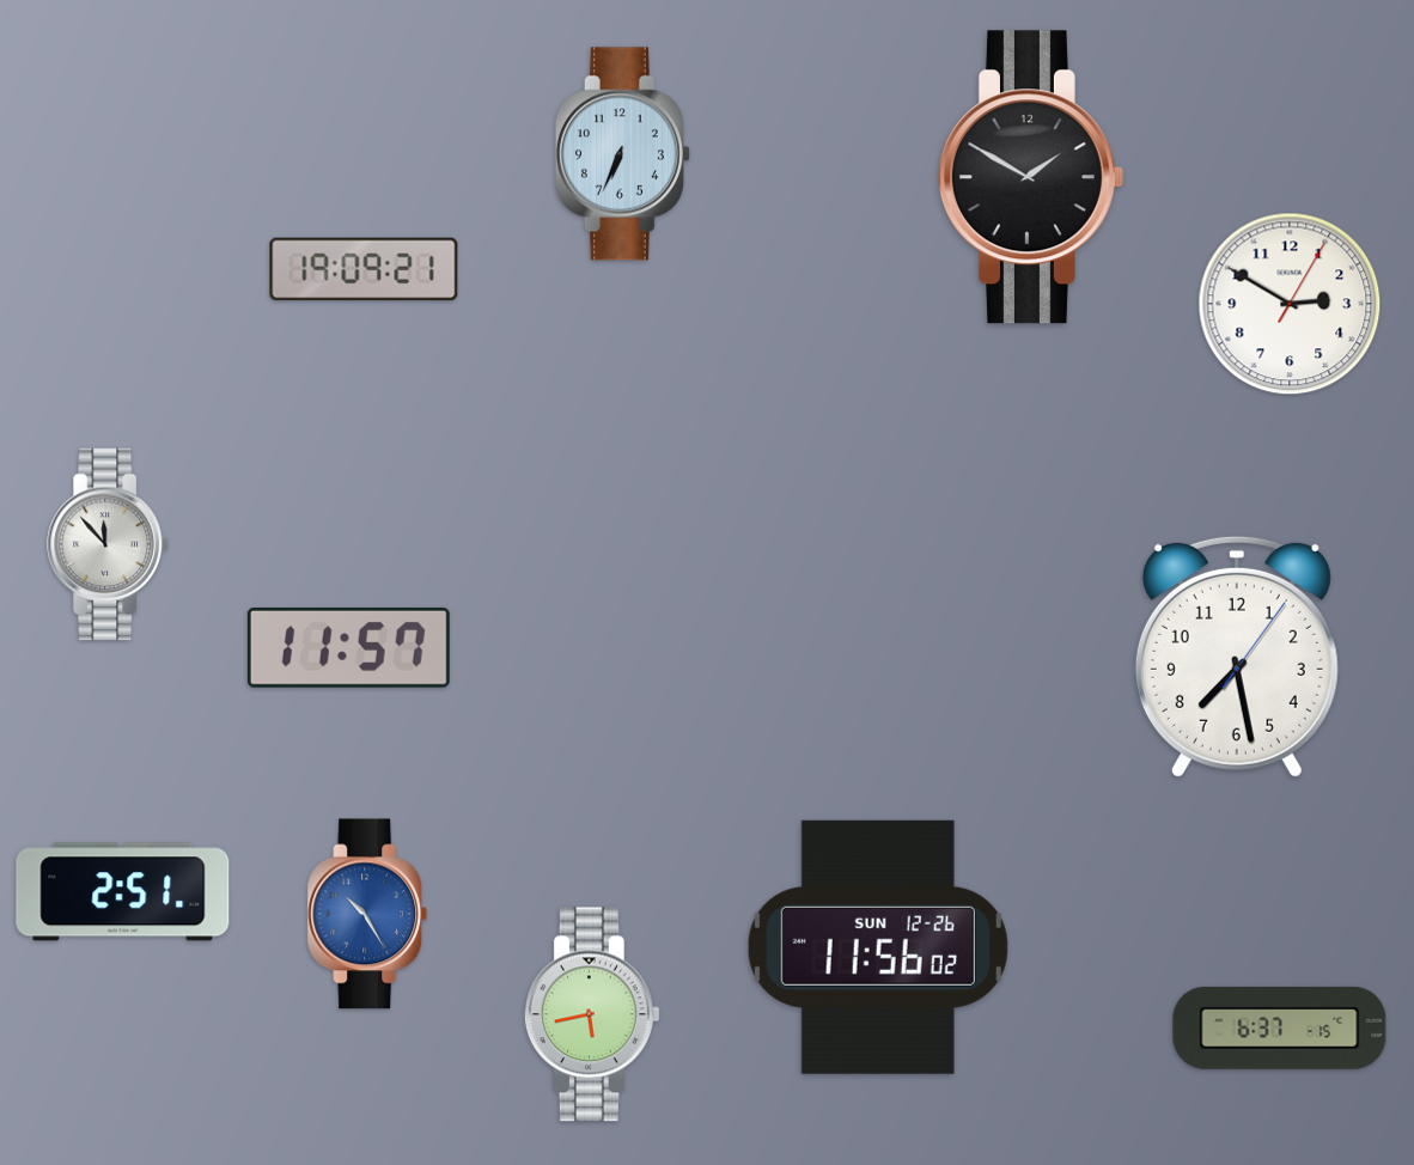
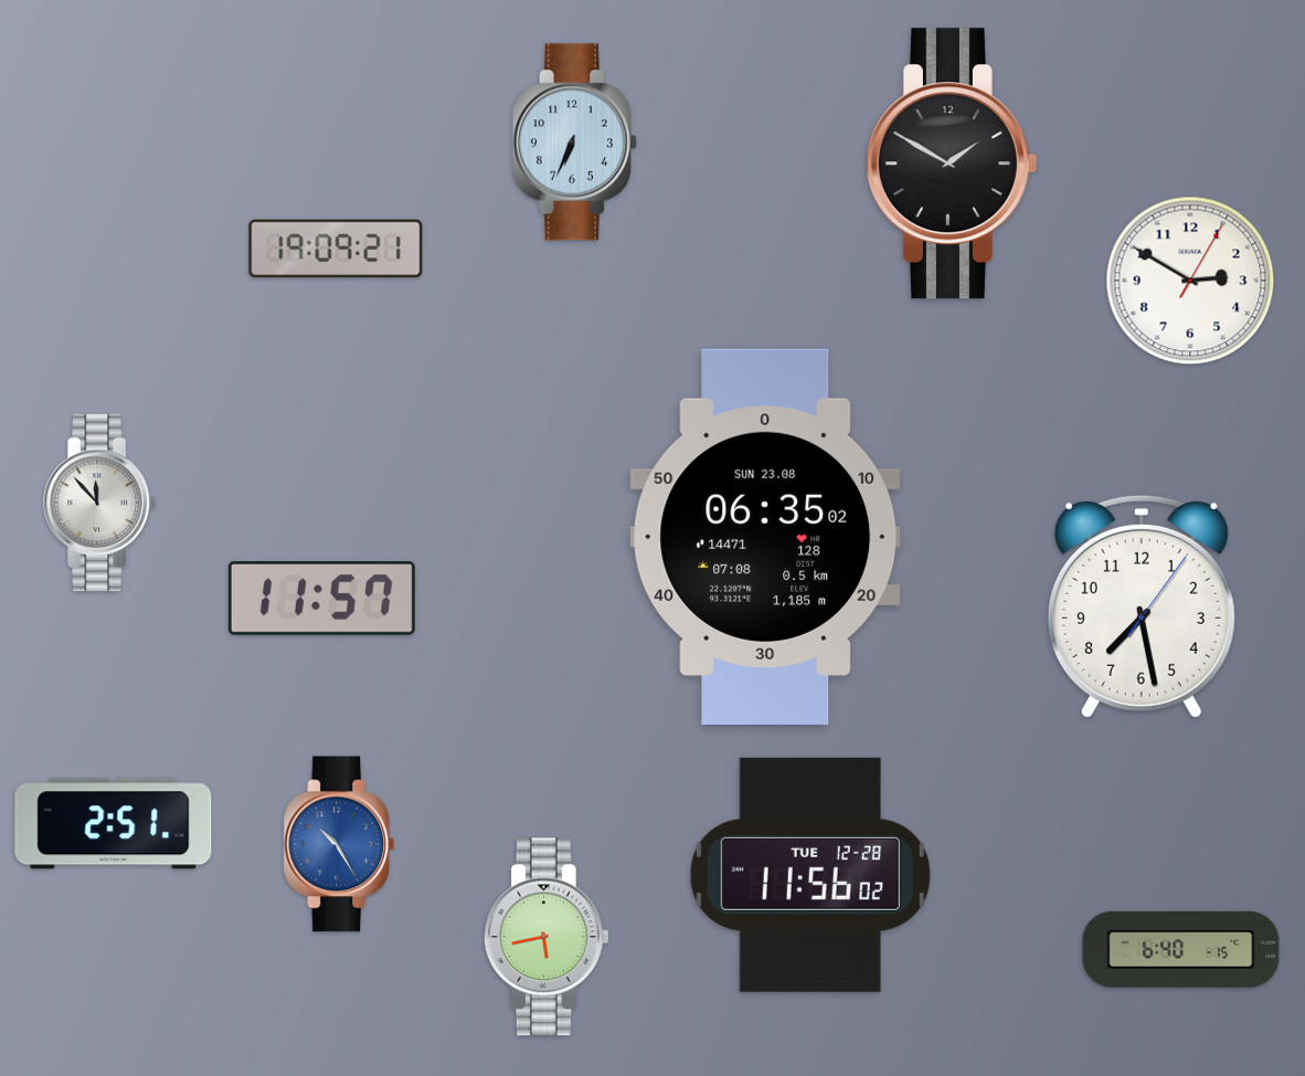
clock at (765, 537): none -> 06:35
clock at (878, 947) date: SUN 12-26 -> TUE 12-28
clock at (1280, 1027): 6:37 -> 6:40
